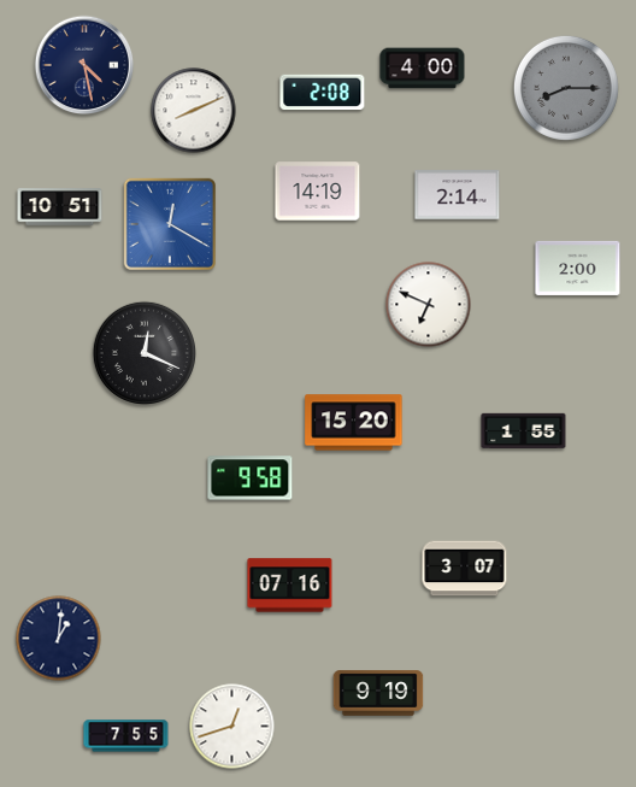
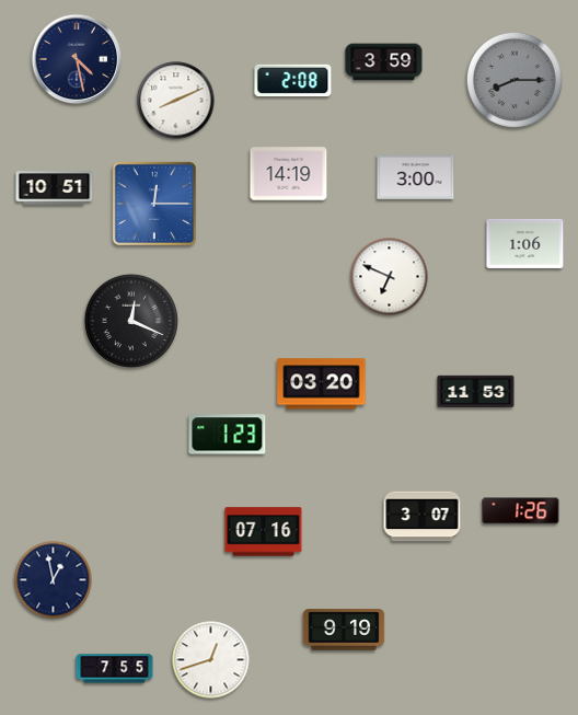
clock at (423, 69): 4:00 -> 3:59
clock at (323, 92) position: (323, 92) -> (293, 80)
clock at (458, 195): 2:14 -> 3:00
clock at (170, 224): 12:20 -> 12:15
clock at (578, 268): 2:00 -> 1:06
clock at (354, 423): 15:20 -> 03:20
clock at (524, 431): 1:55 -> 11:53
clock at (251, 478): 9:58 -> 1:23
clock at (521, 511): none -> 1:26
clock at (59, 639): 1:01 -> 12:58
